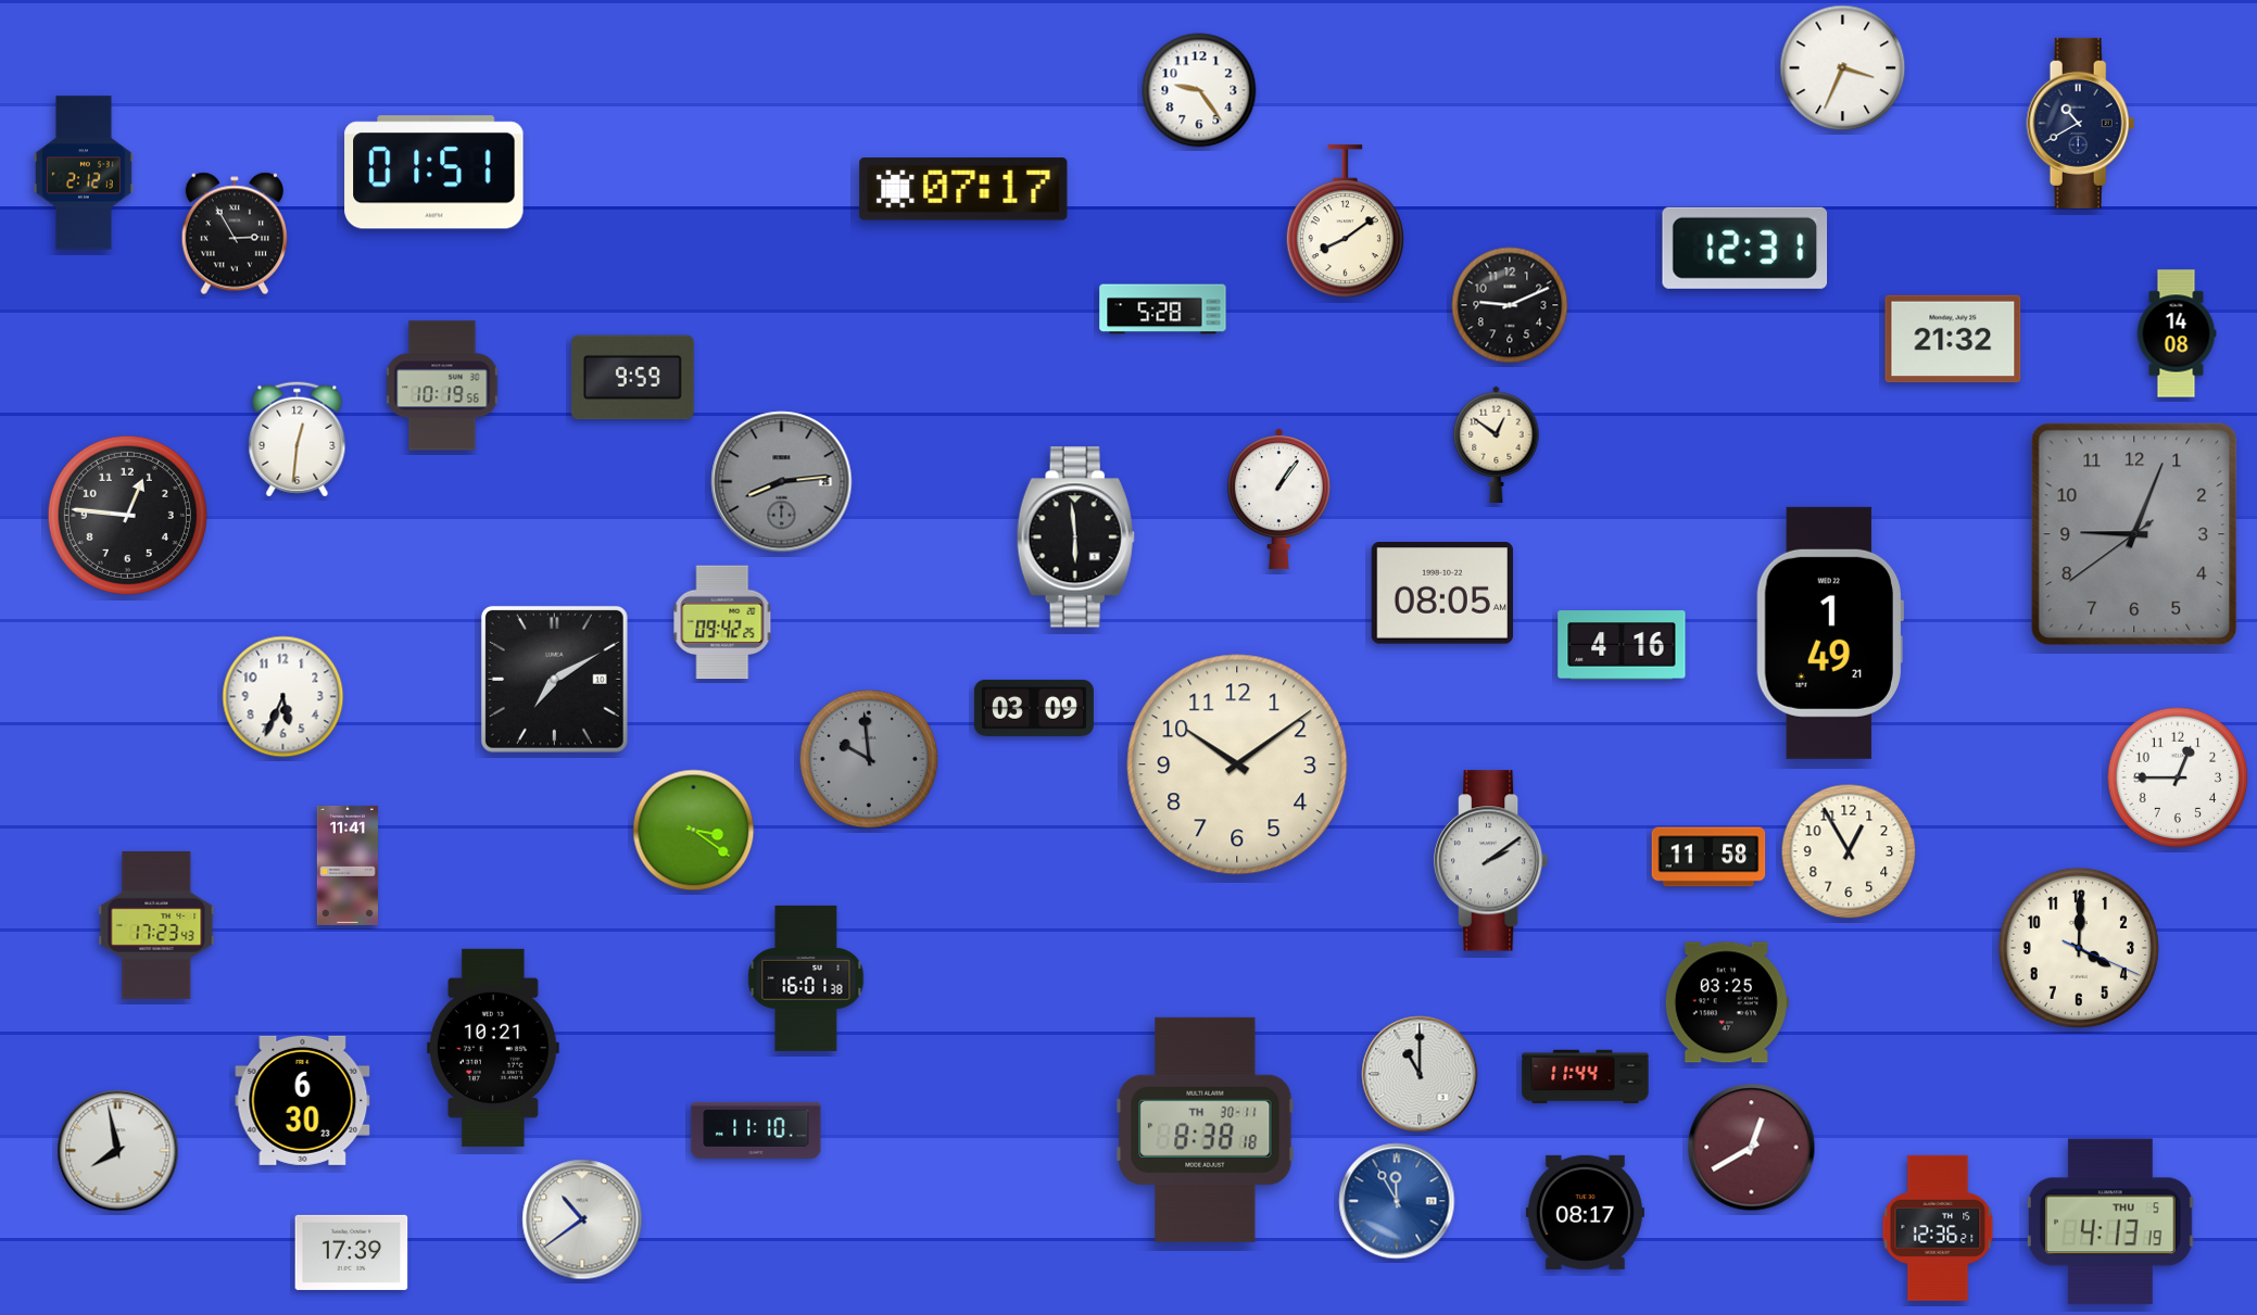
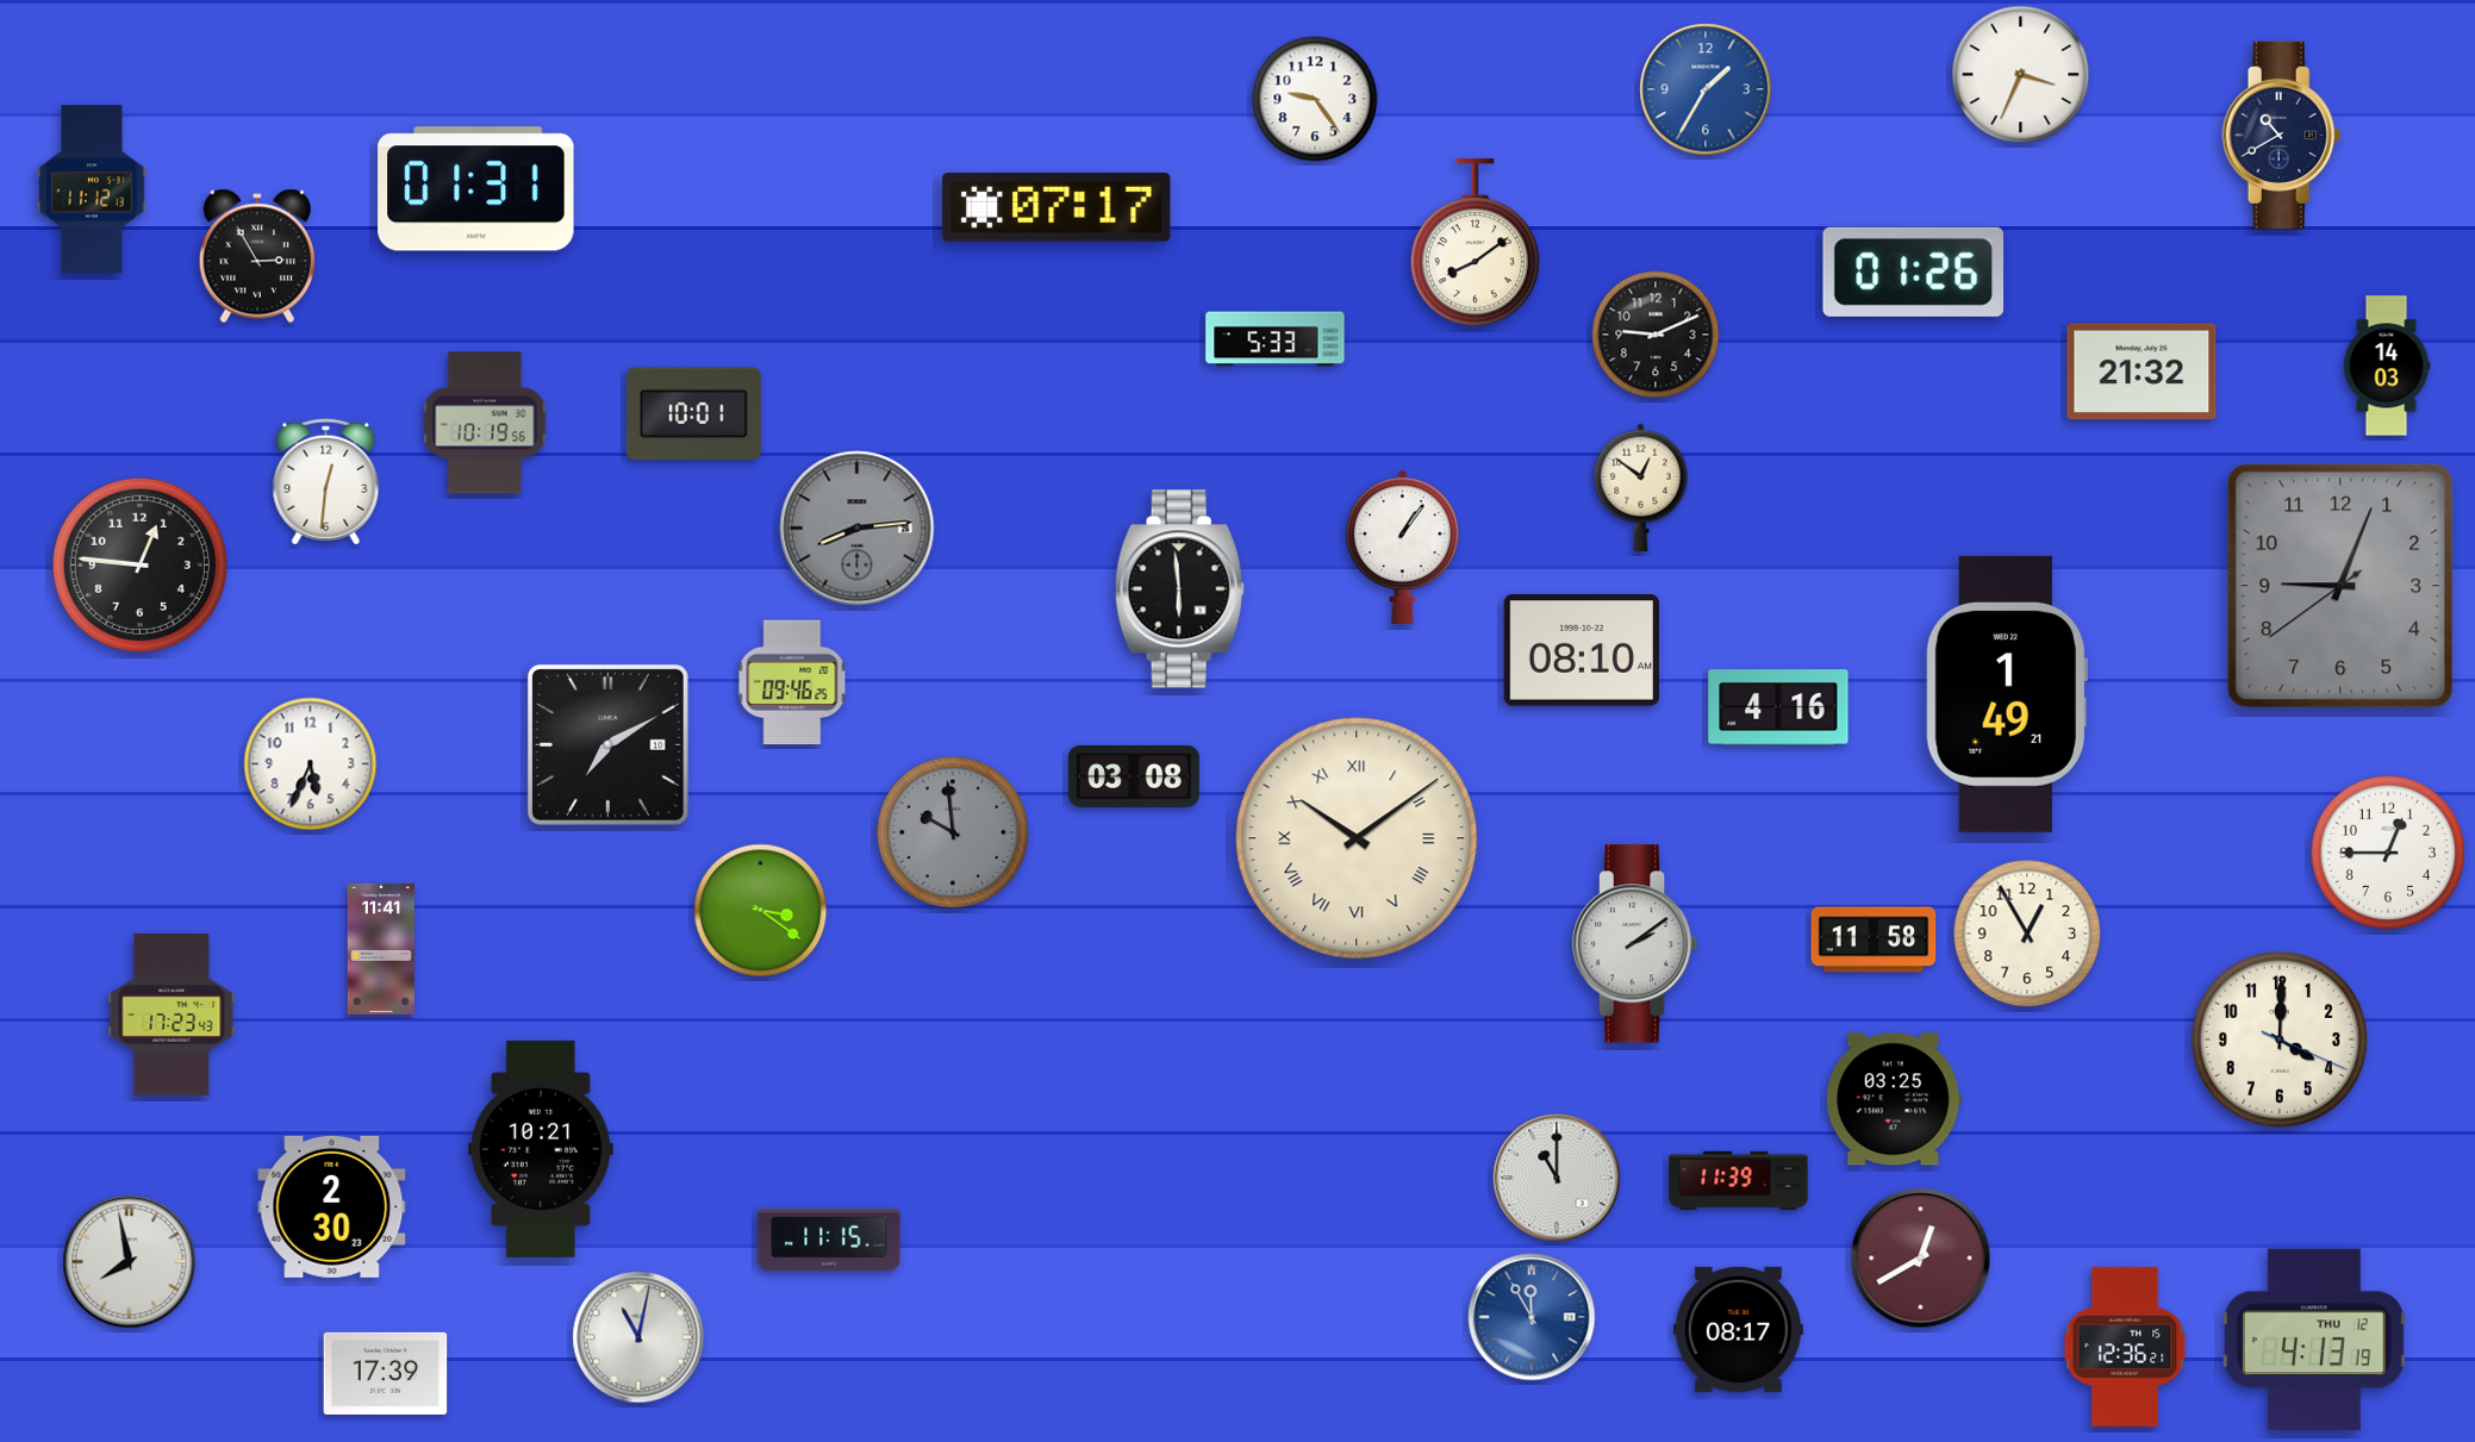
clock at (1706, 89): none -> 1:35
clock at (84, 173): 2:12 -> 11:12
clock at (434, 173): 01:51 -> 01:31
clock at (1745, 248): 12:31 -> 01:26
clock at (1163, 309): 5:28 -> 5:33
clock at (2177, 333): 14:08 -> 14:03
clock at (632, 378): 9:59 -> 10:01
clock at (1442, 594): 08:05 -> 08:10
clock at (722, 622): 09:42 -> 09:46
clock at (1034, 708): 03:09 -> 03:08
clock at (1237, 764) numerals: Arabic -> Roman
clock at (806, 978): 16:01 -> none
clock at (1586, 1077): 11:44 -> 11:39
clock at (303, 1100): 6:30 -> 2:30
clock at (1206, 1129): 8:38 -> none
clock at (756, 1130): 11:10 -> 11:15
clock at (582, 1219): 10:39 -> 11:02
clock at (2110, 1222) date: THU 5 -> THU 12
